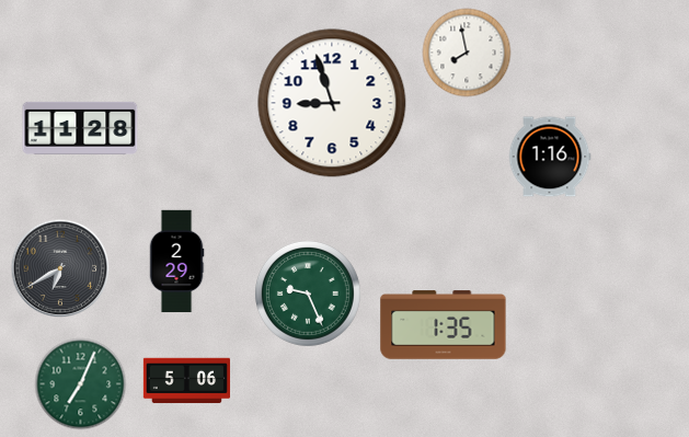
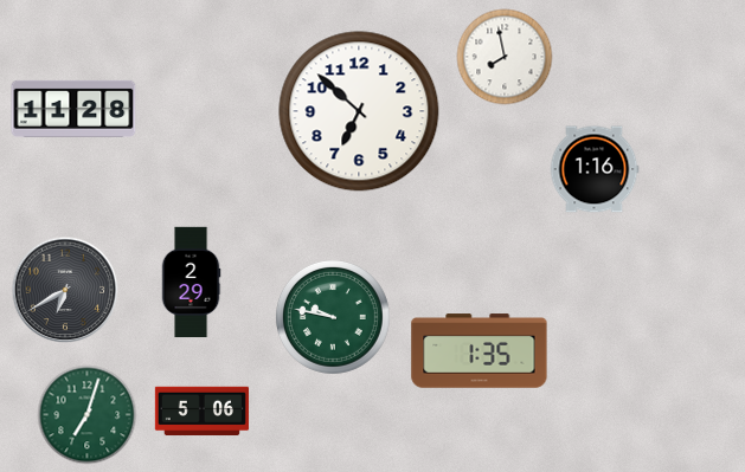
clock at (332, 103): 8:57 -> 6:52
clock at (80, 128) position: (80, 128) -> (73, 109)
clock at (308, 294): 9:26 -> 9:47
clock at (81, 384): 7:04 -> 7:03
